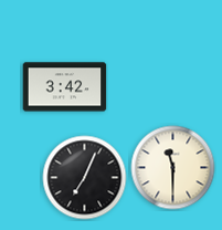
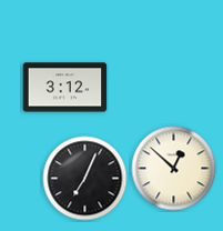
clock at (65, 87): 3:42 -> 3:12
clock at (173, 168): 11:30 -> 12:52
